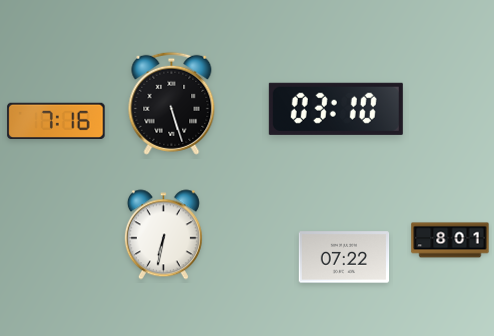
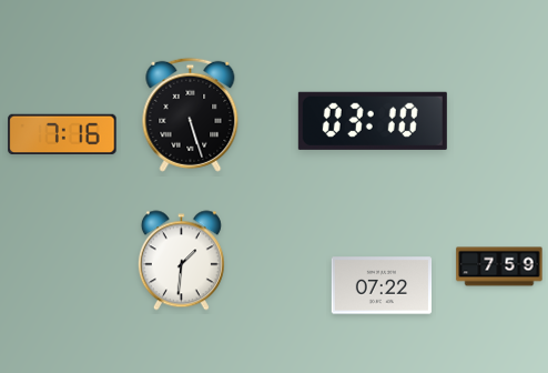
clock at (163, 235): 6:32 -> 1:31
clock at (450, 240): 8:01 -> 7:59
